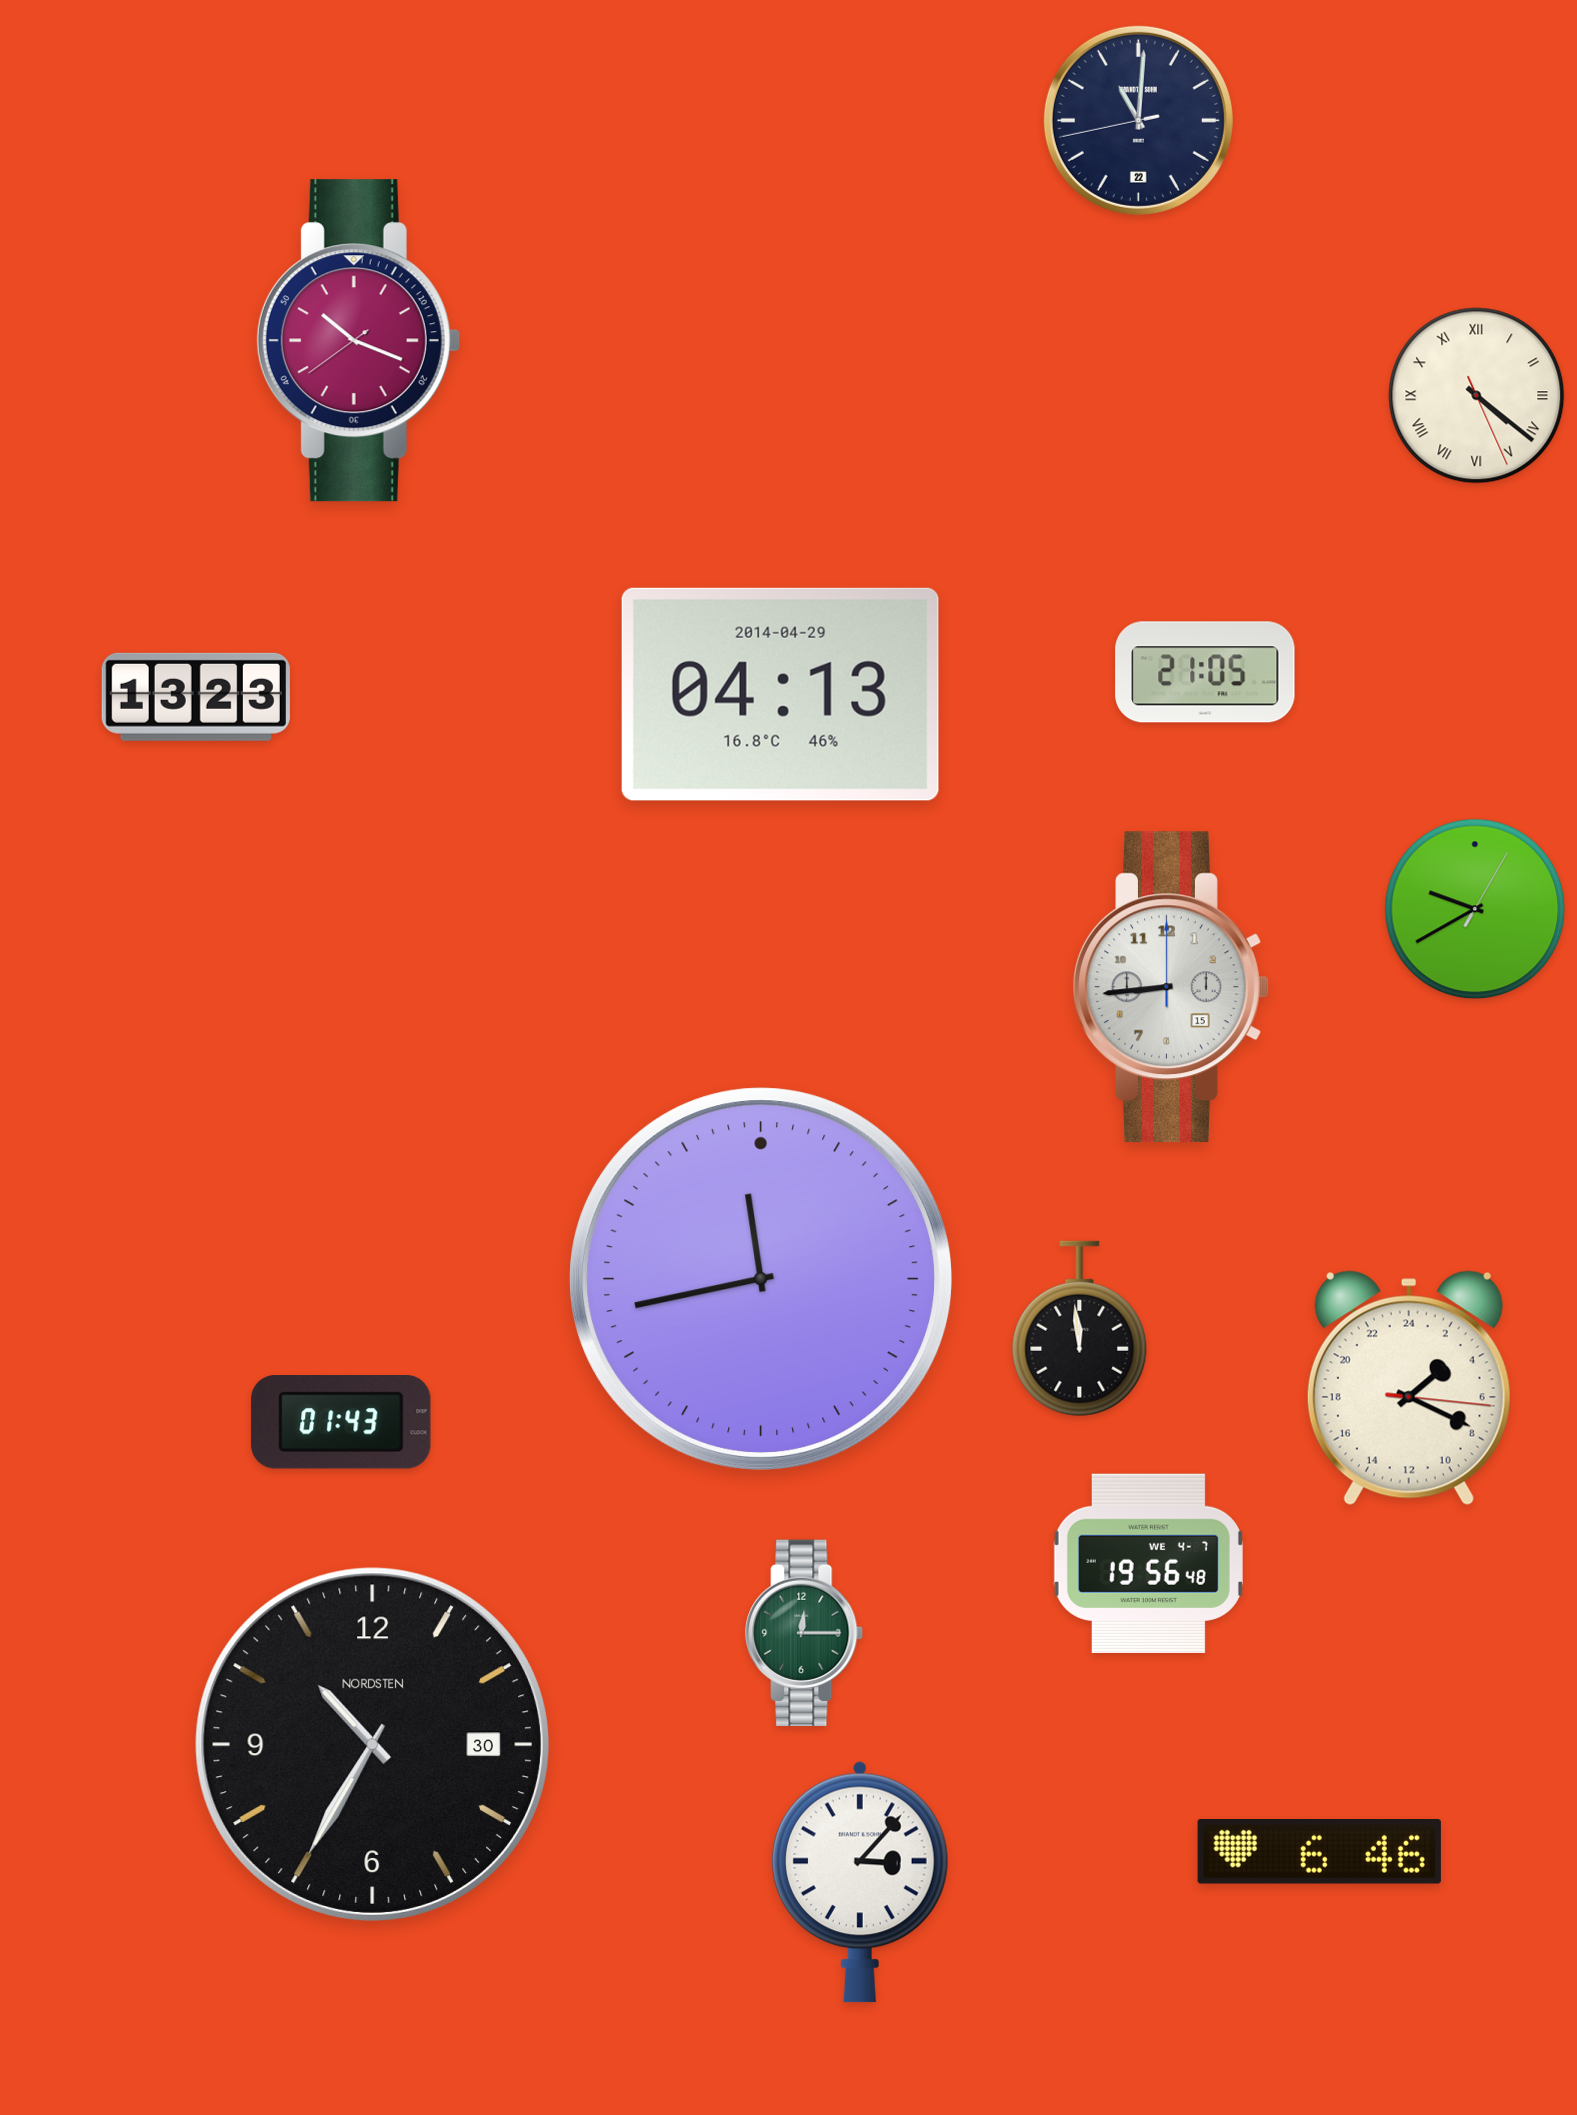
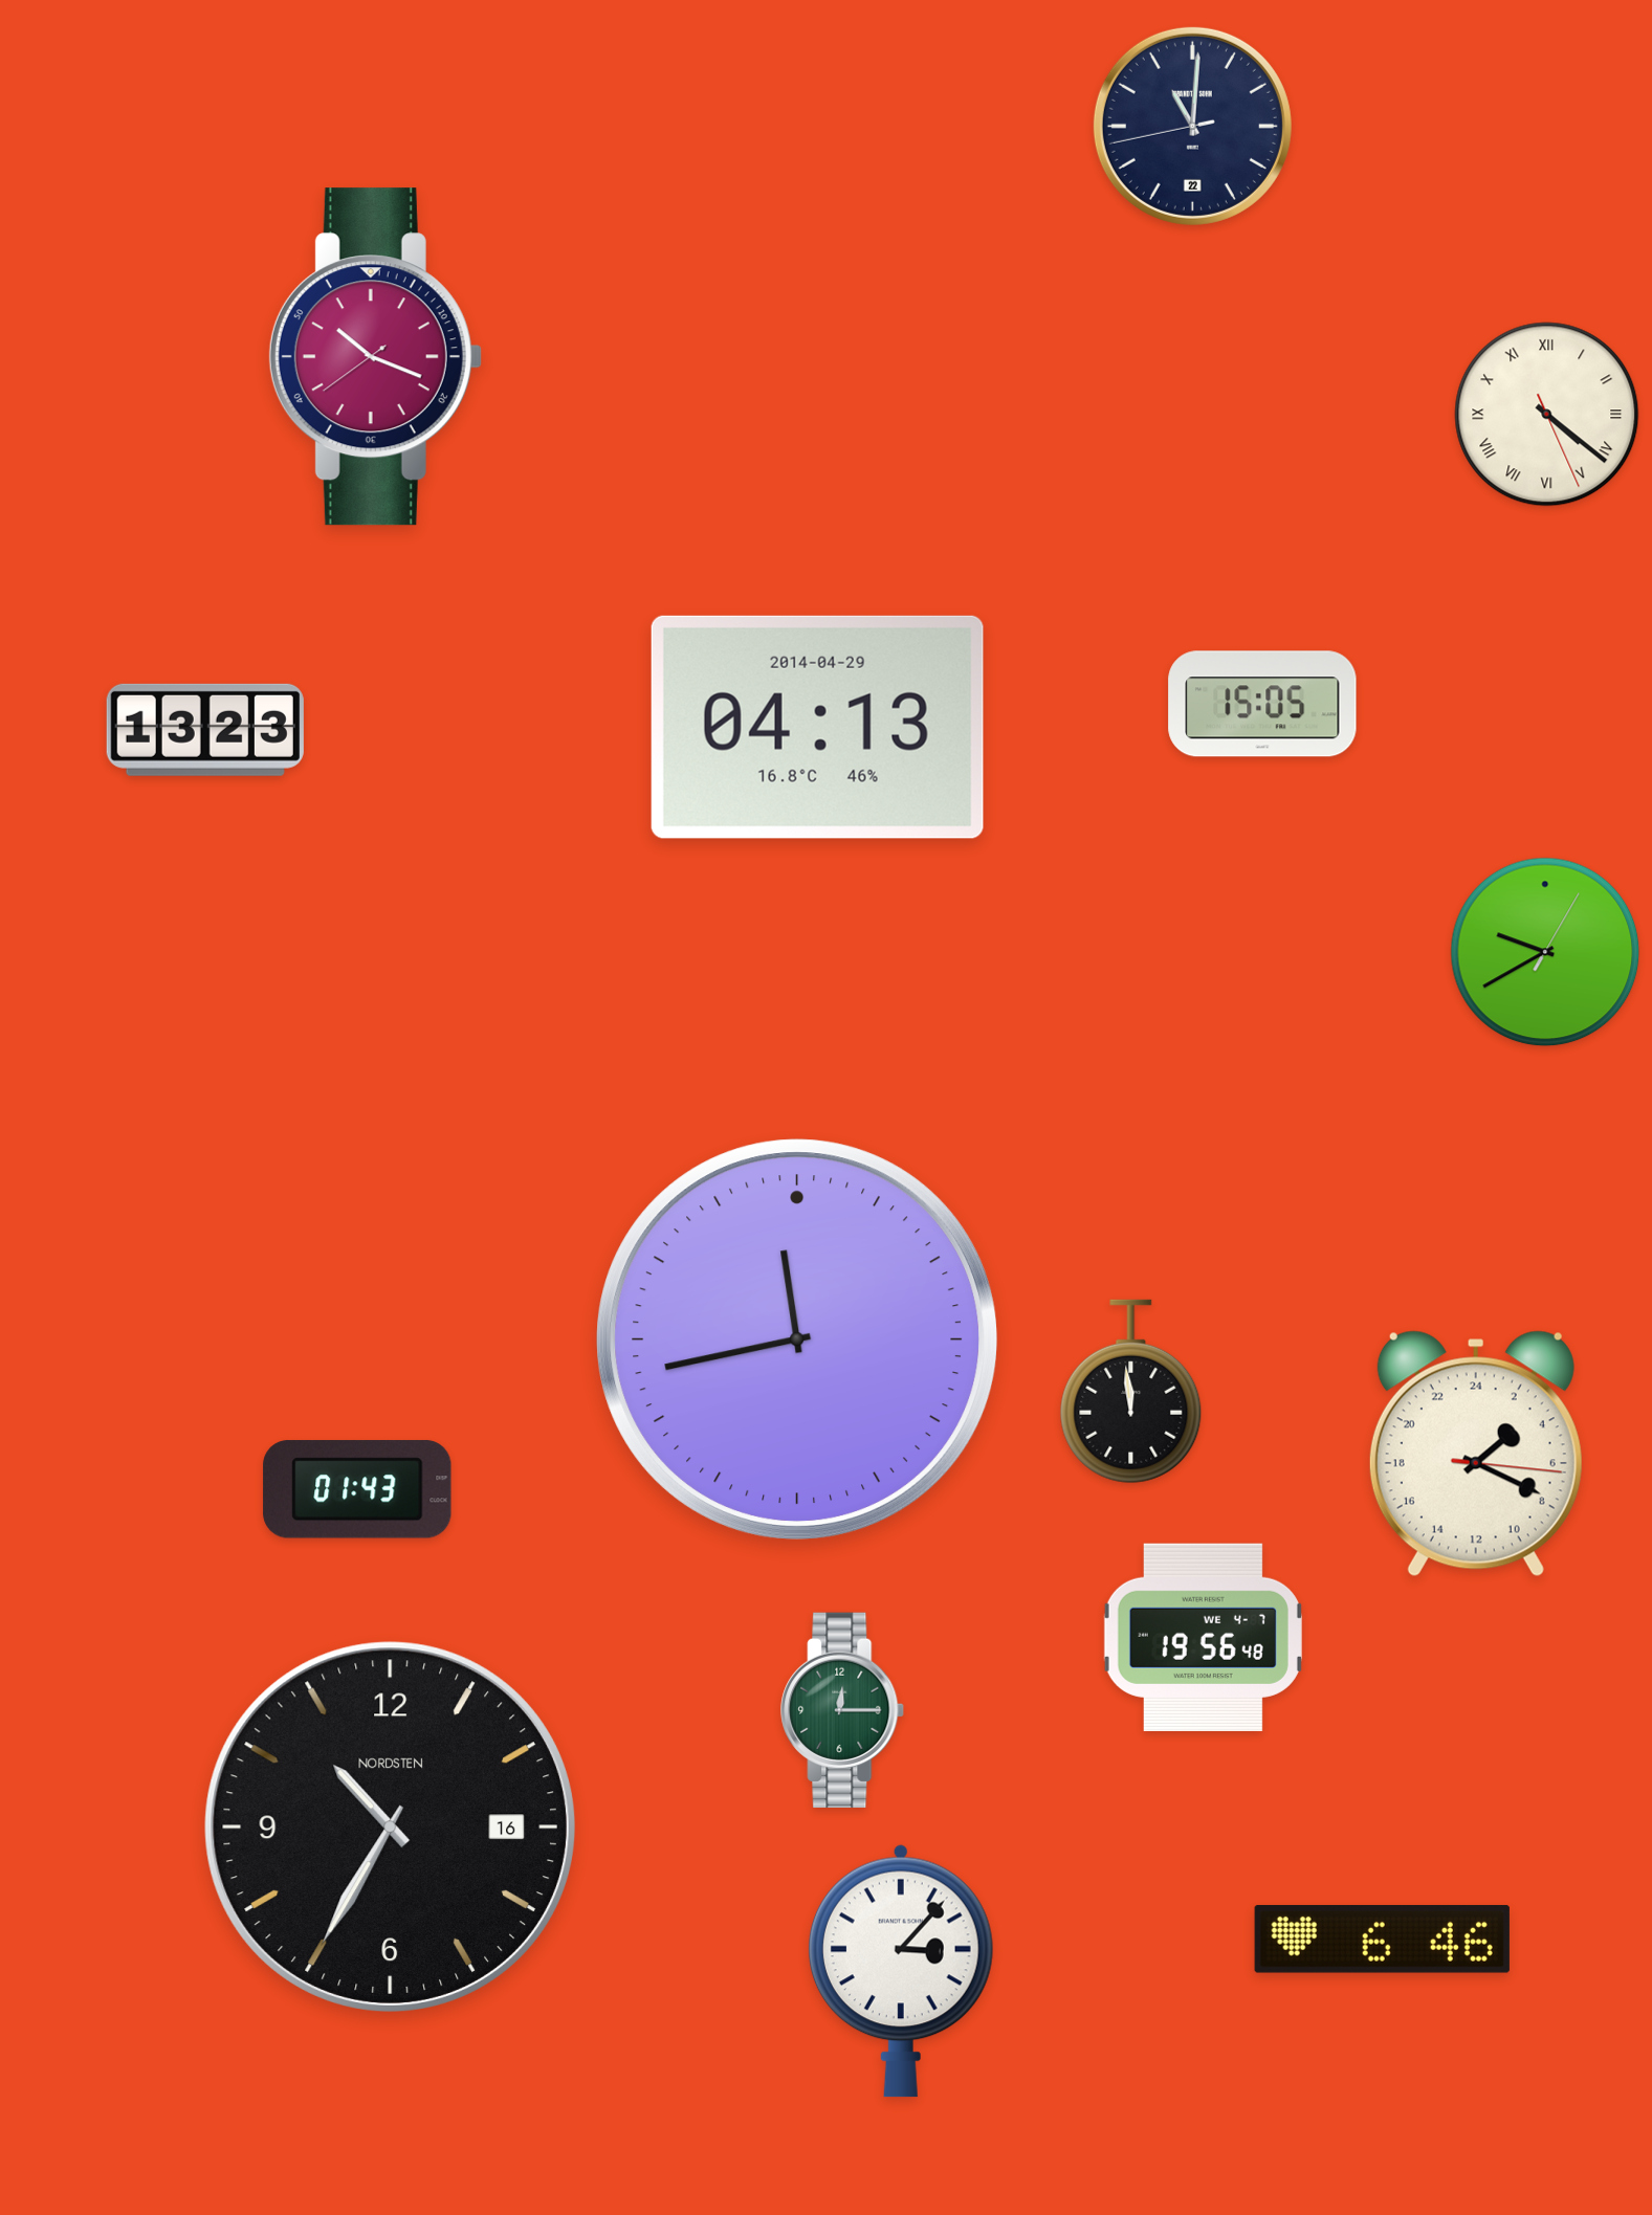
clock at (1205, 672): 21:05 -> 15:05
clock at (1171, 987): 8:44 -> none
clock at (372, 1744) date: 30 -> 16
